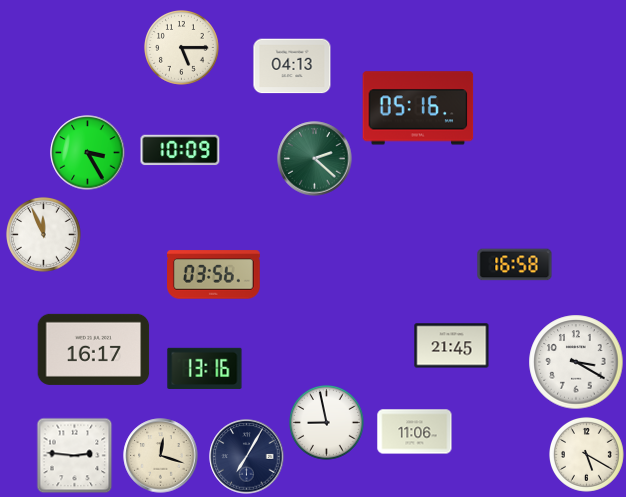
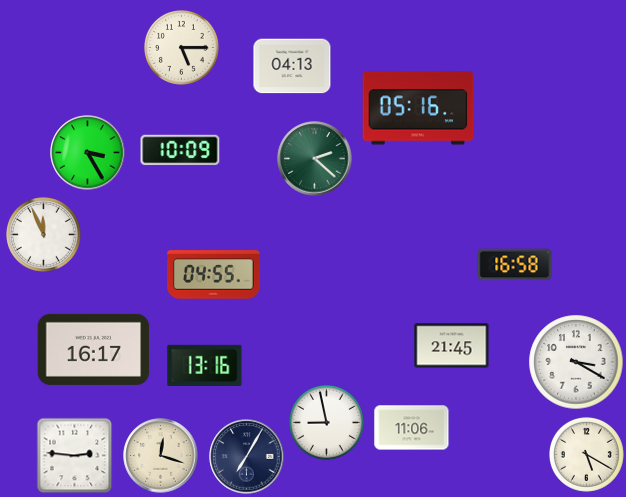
clock at (214, 275): 03:56 -> 04:55
clock at (205, 368) position: (205, 368) -> (205, 365)
clock at (415, 432) position: (415, 432) -> (412, 428)
